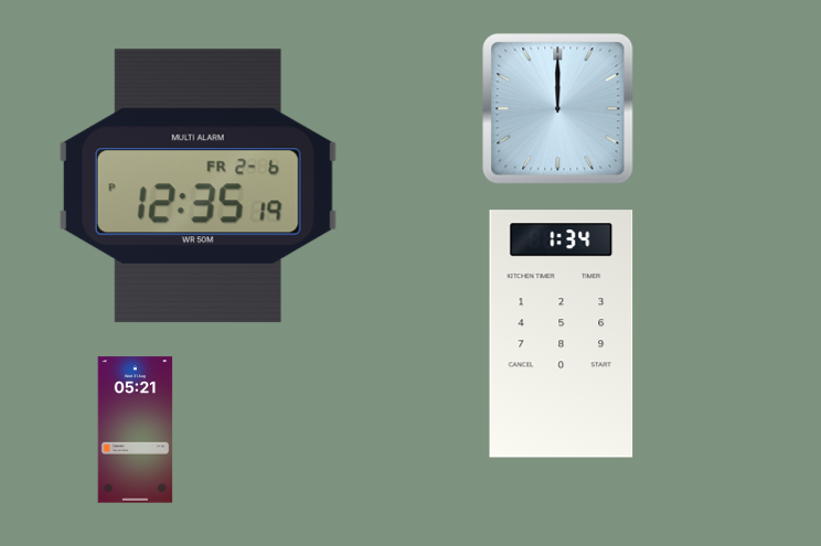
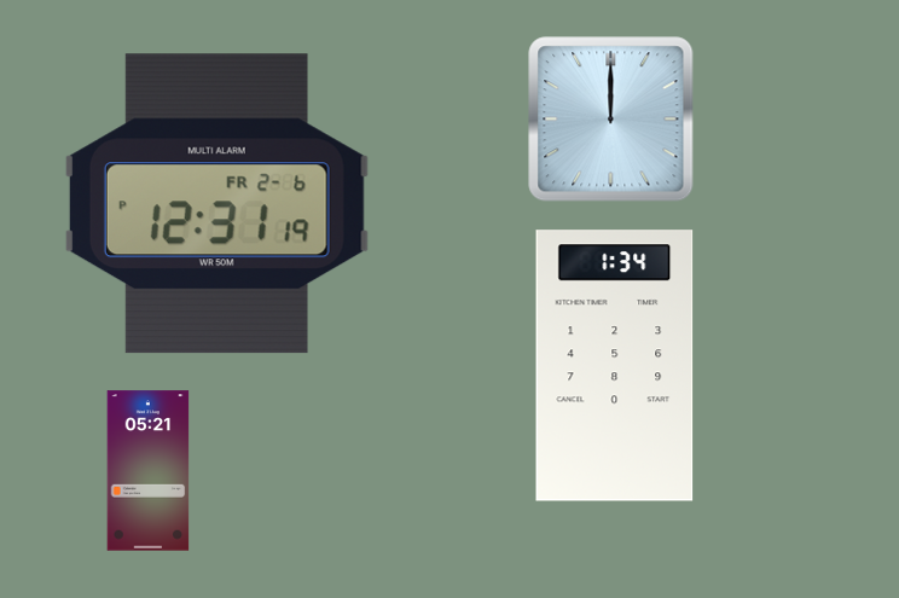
clock at (198, 186): 12:35 -> 12:31
